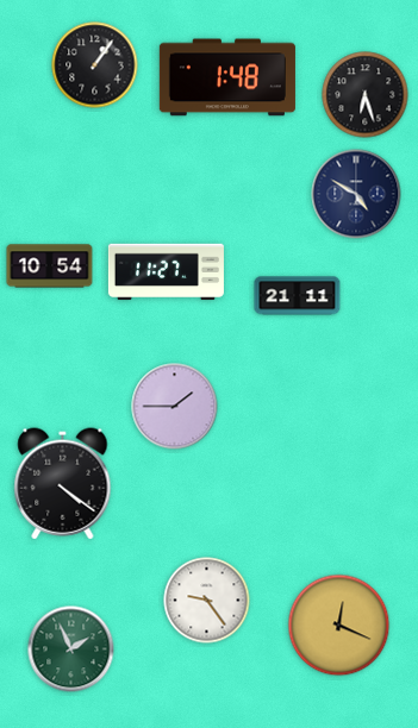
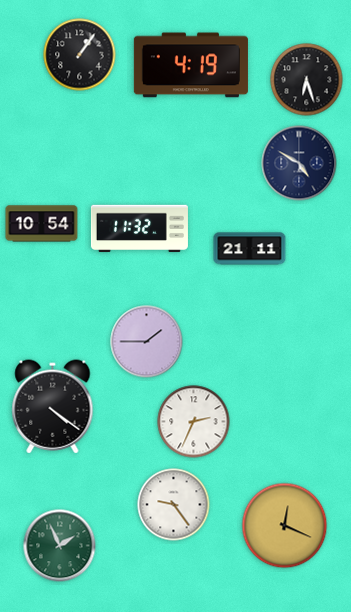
clock at (227, 77): 1:48 -> 4:19
clock at (166, 272): 11:27 -> 11:32
clock at (194, 422): none -> 2:34
